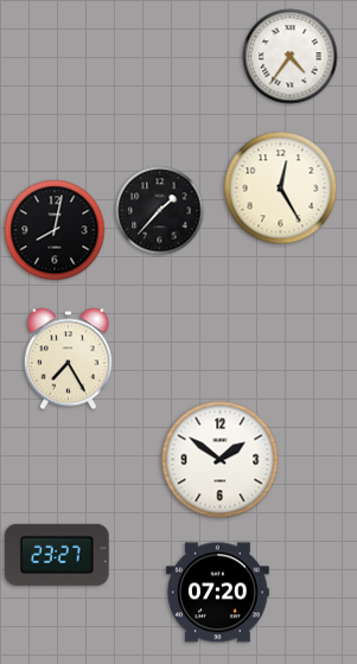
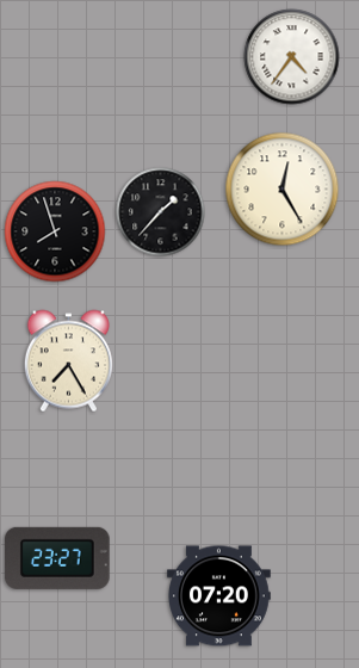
clock at (55, 230): 8:02 -> 7:57
clock at (221, 460): 1:51 -> none
